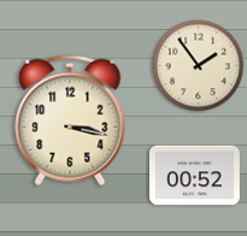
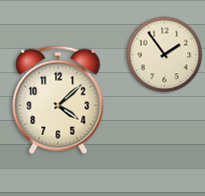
clock at (70, 120): 3:17 -> 4:08
clock at (194, 176): 00:52 -> none
